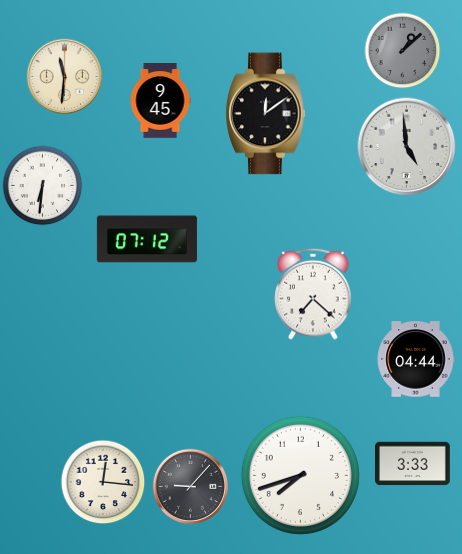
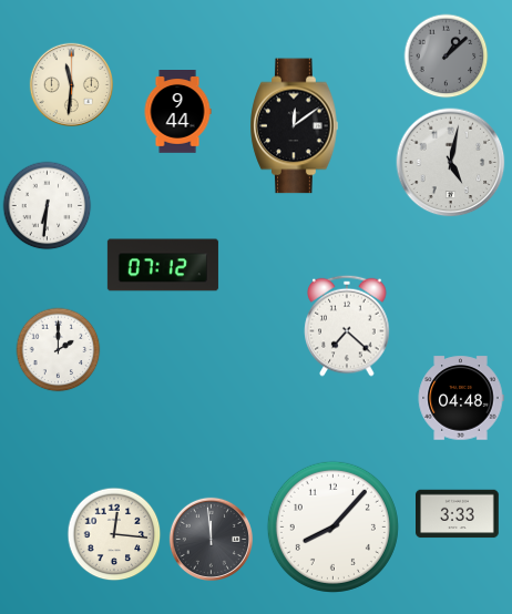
clock at (160, 101): 9:45 -> 9:44
clock at (407, 147): 4:59 -> 5:02
clock at (59, 350): none -> 2:00
clock at (416, 359): 04:44 -> 04:48
clock at (300, 475): 7:42 -> 8:07
clock at (190, 486): 9:07 -> 11:59
